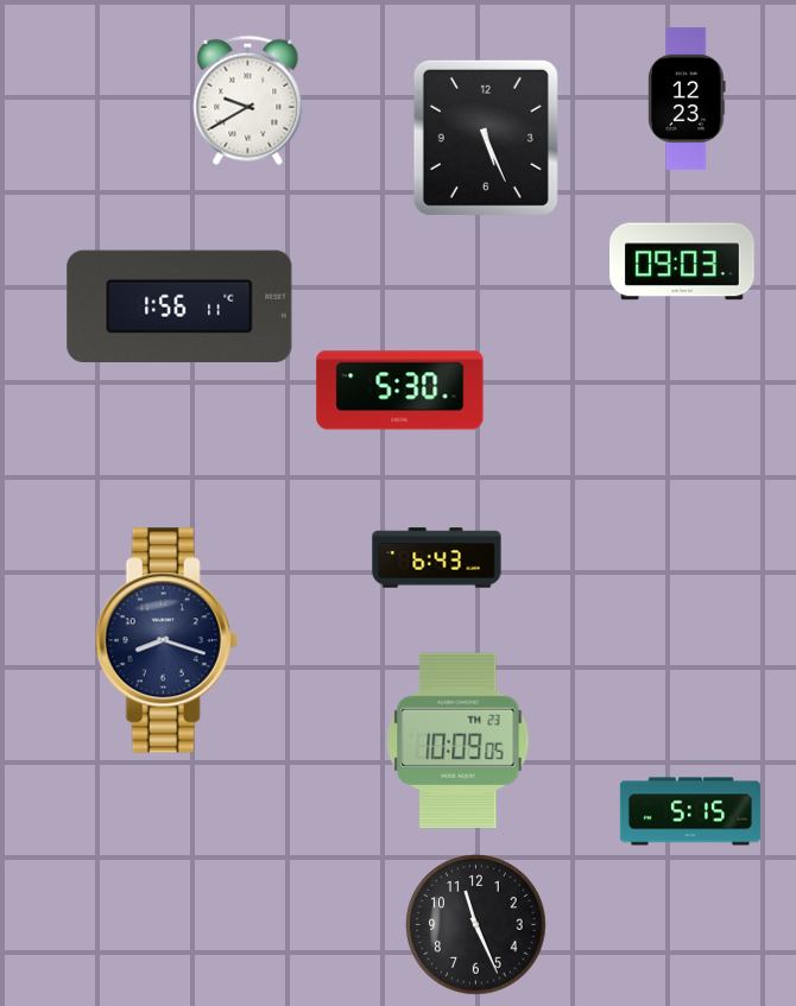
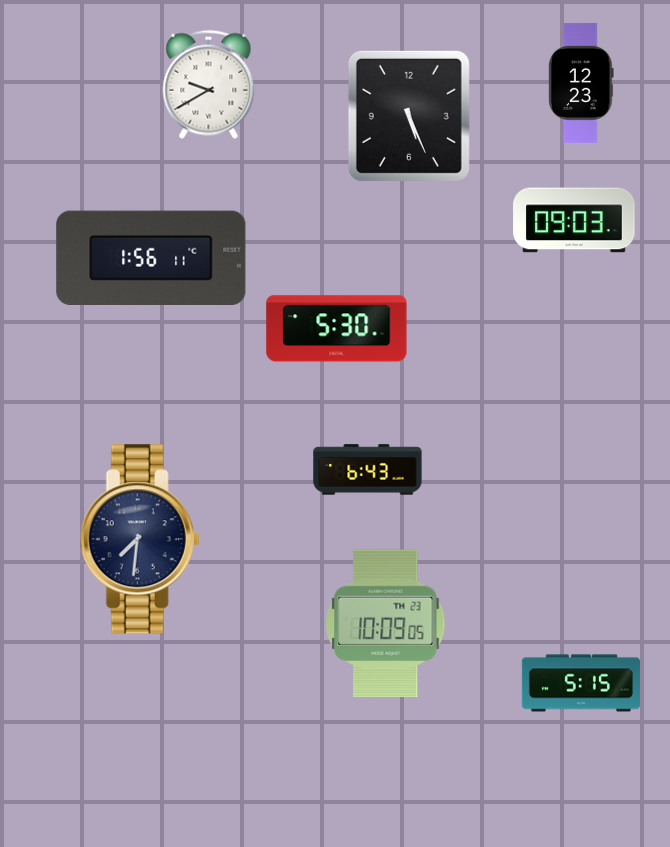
clock at (687, 99) position: (687, 99) -> (581, 83)
clock at (166, 640): 8:18 -> 7:31
clock at (476, 925): 11:26 -> none
